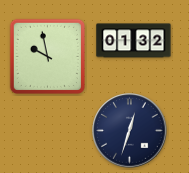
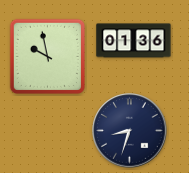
clock at (134, 41): 01:32 -> 01:36
clock at (130, 131): 12:33 -> 8:33
